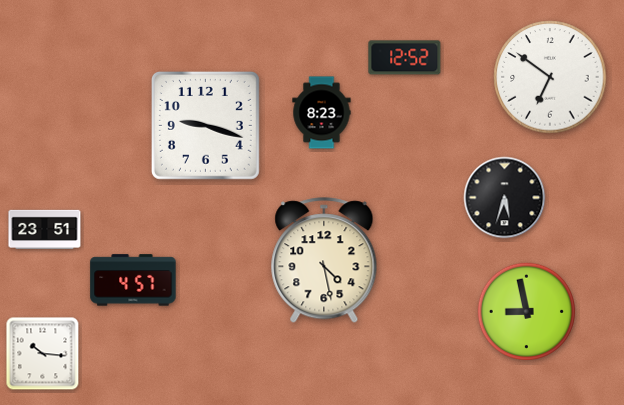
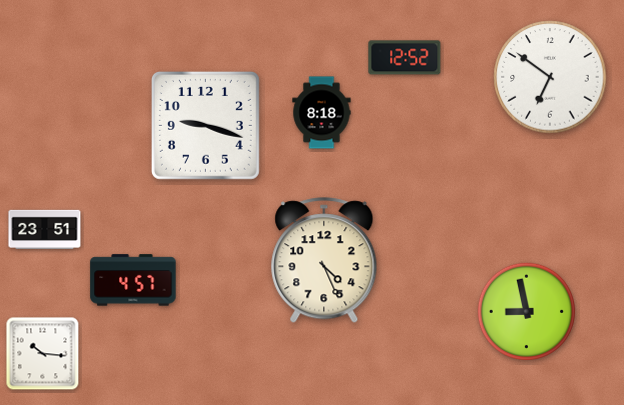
clock at (322, 113): 8:23 -> 8:18
clock at (505, 198): 5:33 -> none
clock at (324, 261): 4:28 -> 4:26
